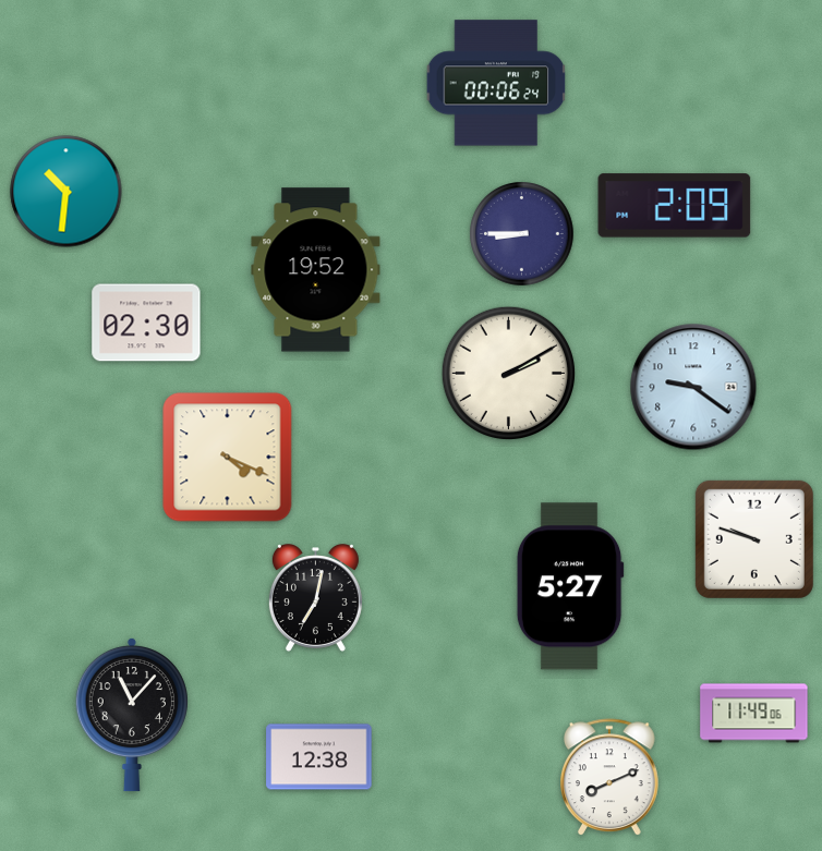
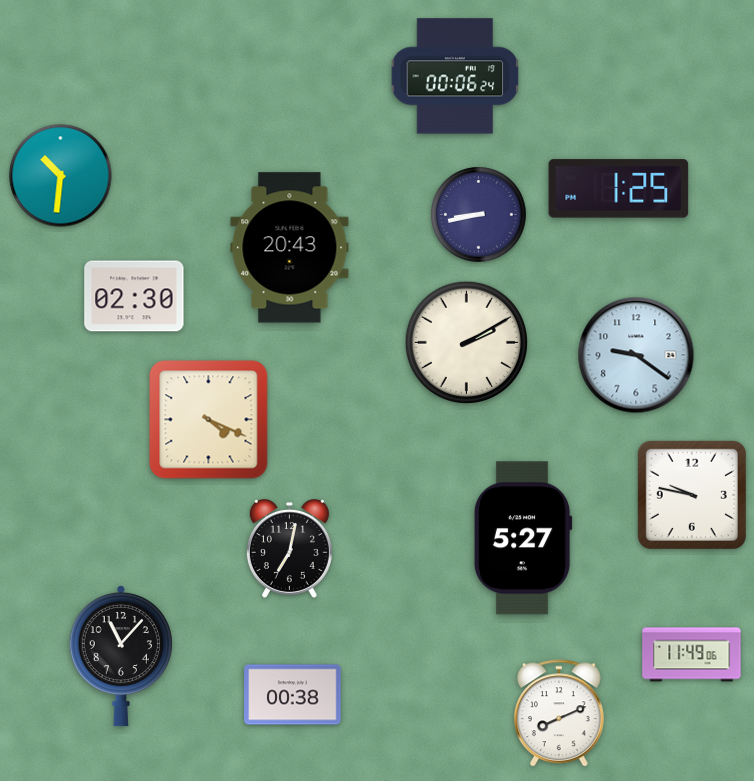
clock at (675, 206): 2:09 -> 1:25
clock at (522, 234): 8:45 -> 8:43
clock at (316, 270): 19:52 -> 20:43
clock at (754, 539): 9:48 -> 9:47
clock at (319, 757): 12:38 -> 00:38
